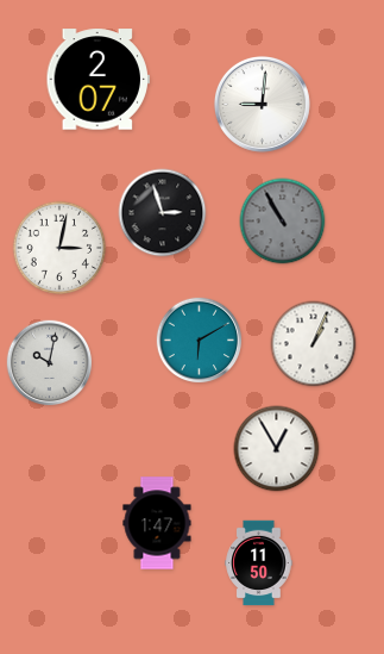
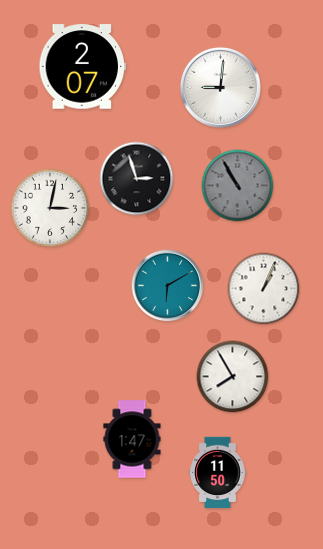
clock at (50, 363): 10:02 -> none
clock at (277, 449): 12:55 -> 7:55
